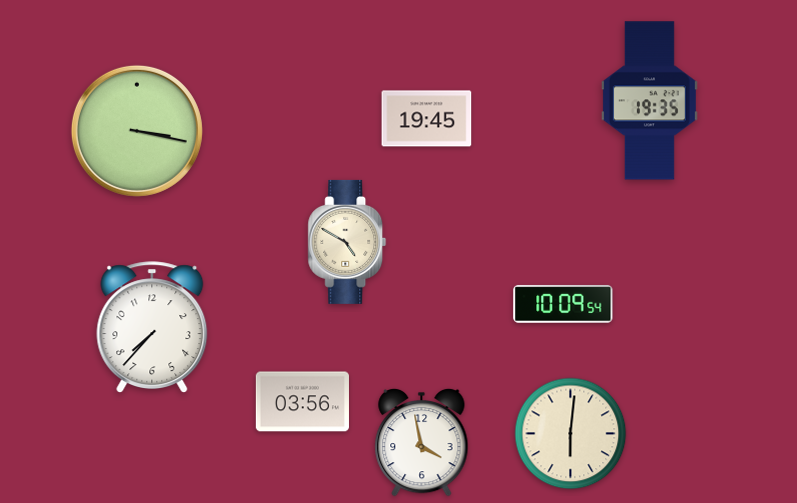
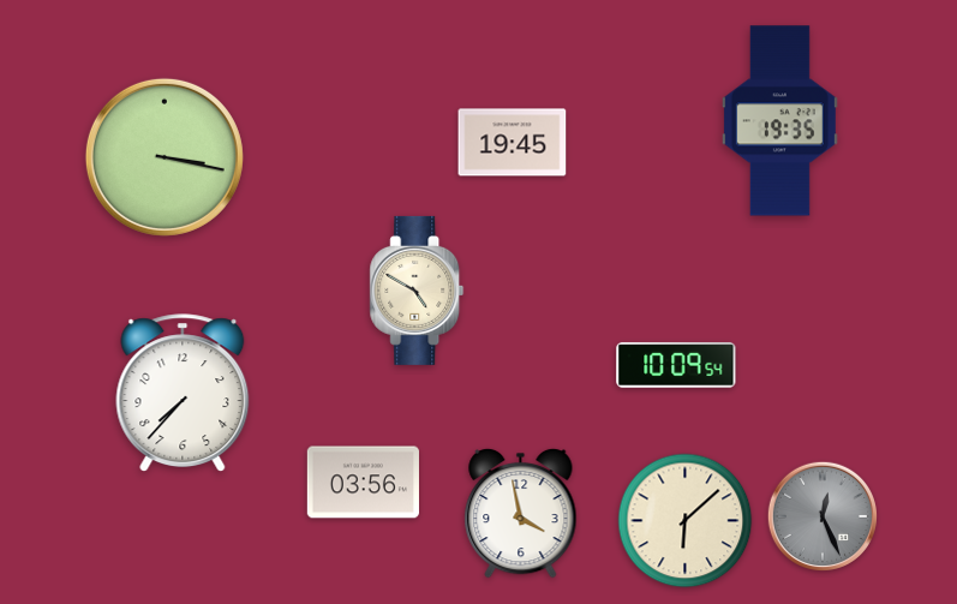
clock at (821, 515): none -> 12:26
clock at (571, 434): 6:01 -> 6:08
clock at (422, 442) position: (422, 442) -> (521, 513)
